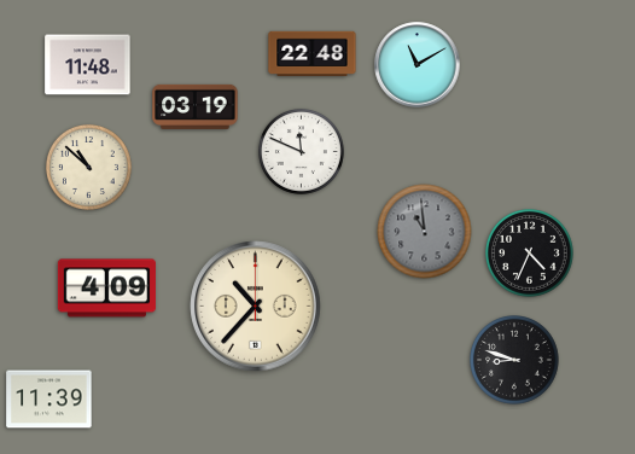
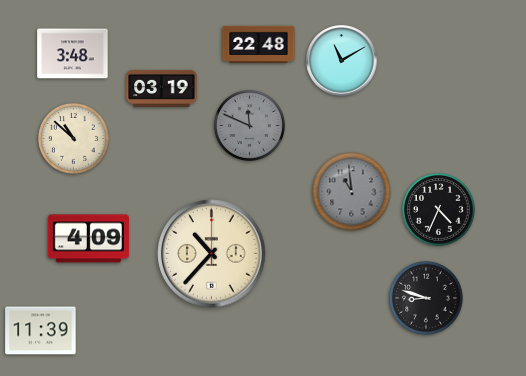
clock at (88, 65): 11:48 -> 3:48
clock at (418, 65) position: (418, 65) -> (342, 61)
clock at (301, 151) dial: white -> grey
